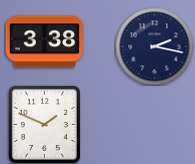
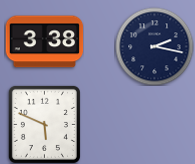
clock at (44, 124): 1:49 -> 5:49
